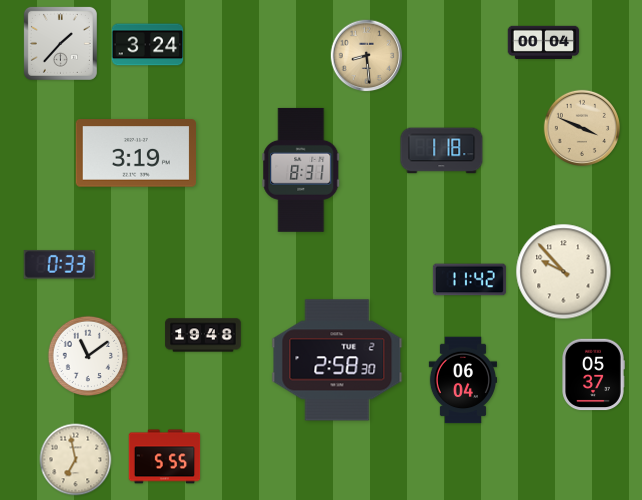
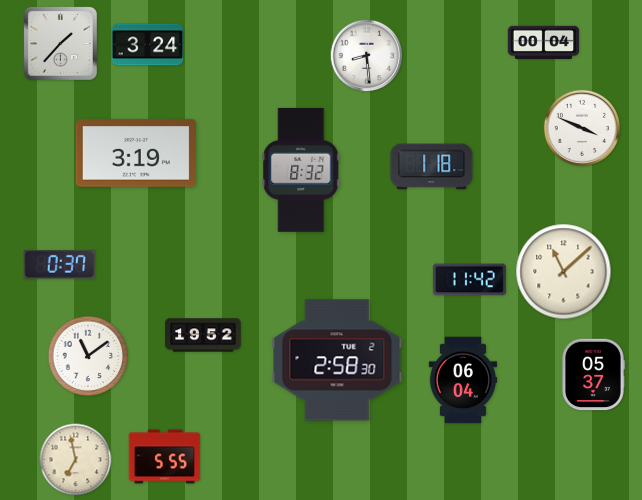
clock at (367, 56) dial: champagne -> white
clock at (581, 127) dial: champagne -> white
clock at (442, 151) position: (442, 151) -> (432, 167)
clock at (301, 170): 8:31 -> 8:32
clock at (59, 265): 0:33 -> 0:37
clock at (564, 272): 9:53 -> 11:08
clock at (203, 335): 19:48 -> 19:52
